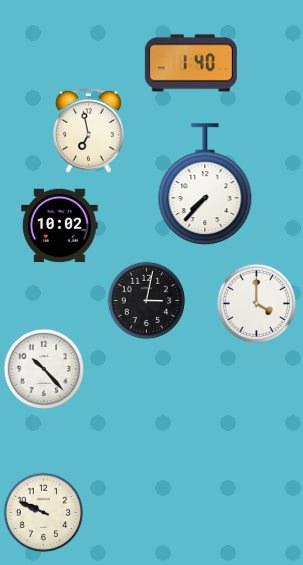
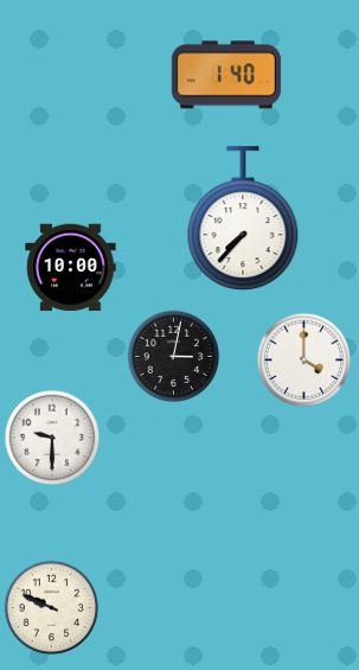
clock at (88, 130): 6:58 -> none
clock at (60, 226): 10:02 -> 10:00
clock at (44, 369): 10:23 -> 9:30
